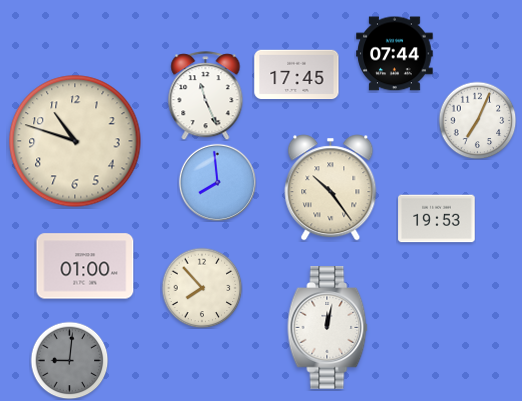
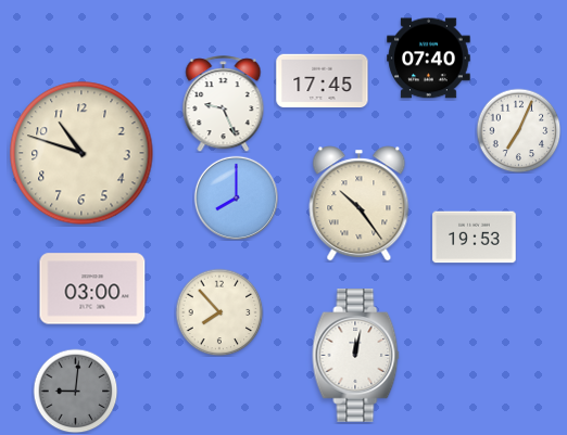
clock at (395, 54): 07:44 -> 07:40
clock at (206, 96): 11:26 -> 9:26
clock at (217, 182): 7:59 -> 8:00
clock at (85, 266): 01:00 -> 03:00
